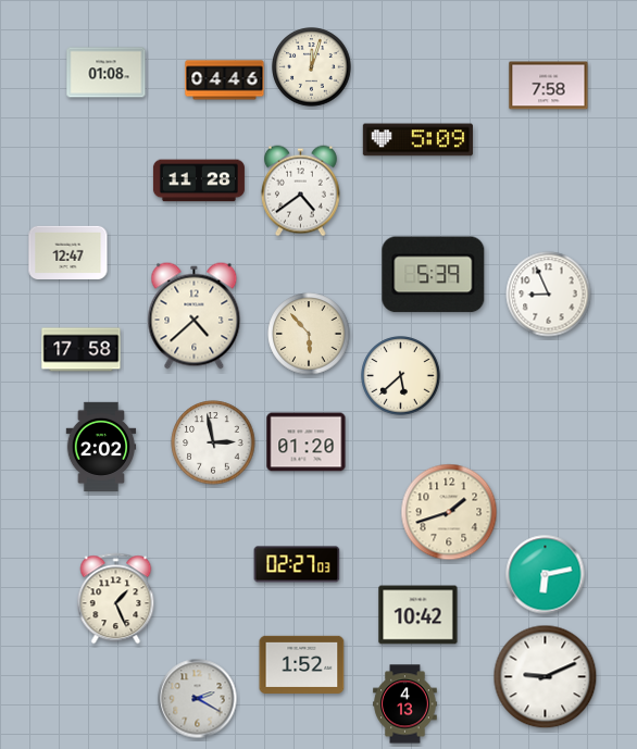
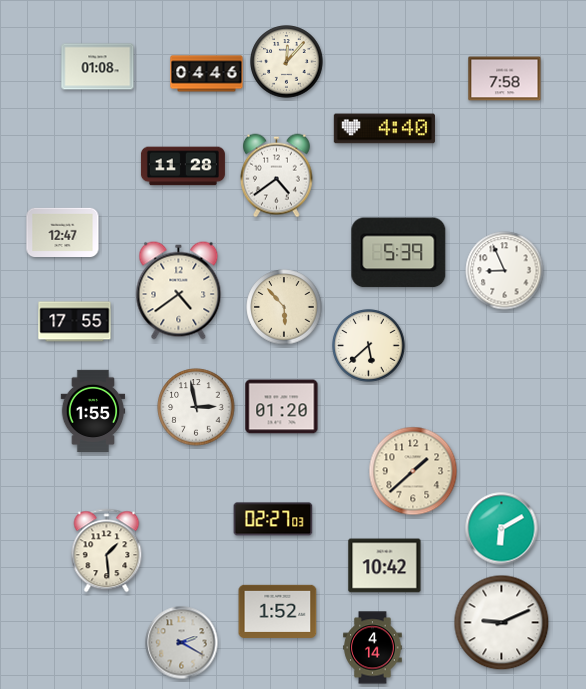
clock at (312, 67): 12:03 -> 12:07
clock at (417, 140): 5:09 -> 4:40
clock at (195, 316): 4:38 -> 4:39
clock at (82, 350): 17:58 -> 17:55
clock at (101, 446): 2:02 -> 1:55
clock at (449, 512): 1:42 -> 1:38
clock at (546, 575): 6:13 -> 6:10
clock at (116, 599): 1:26 -> 1:29
clock at (405, 704): 4:13 -> 4:14
